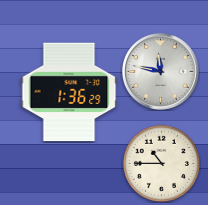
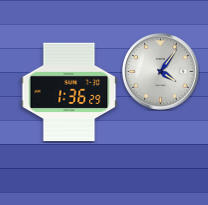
clock at (161, 72): 11:47 -> 4:06
clock at (161, 163): 10:45 -> none
